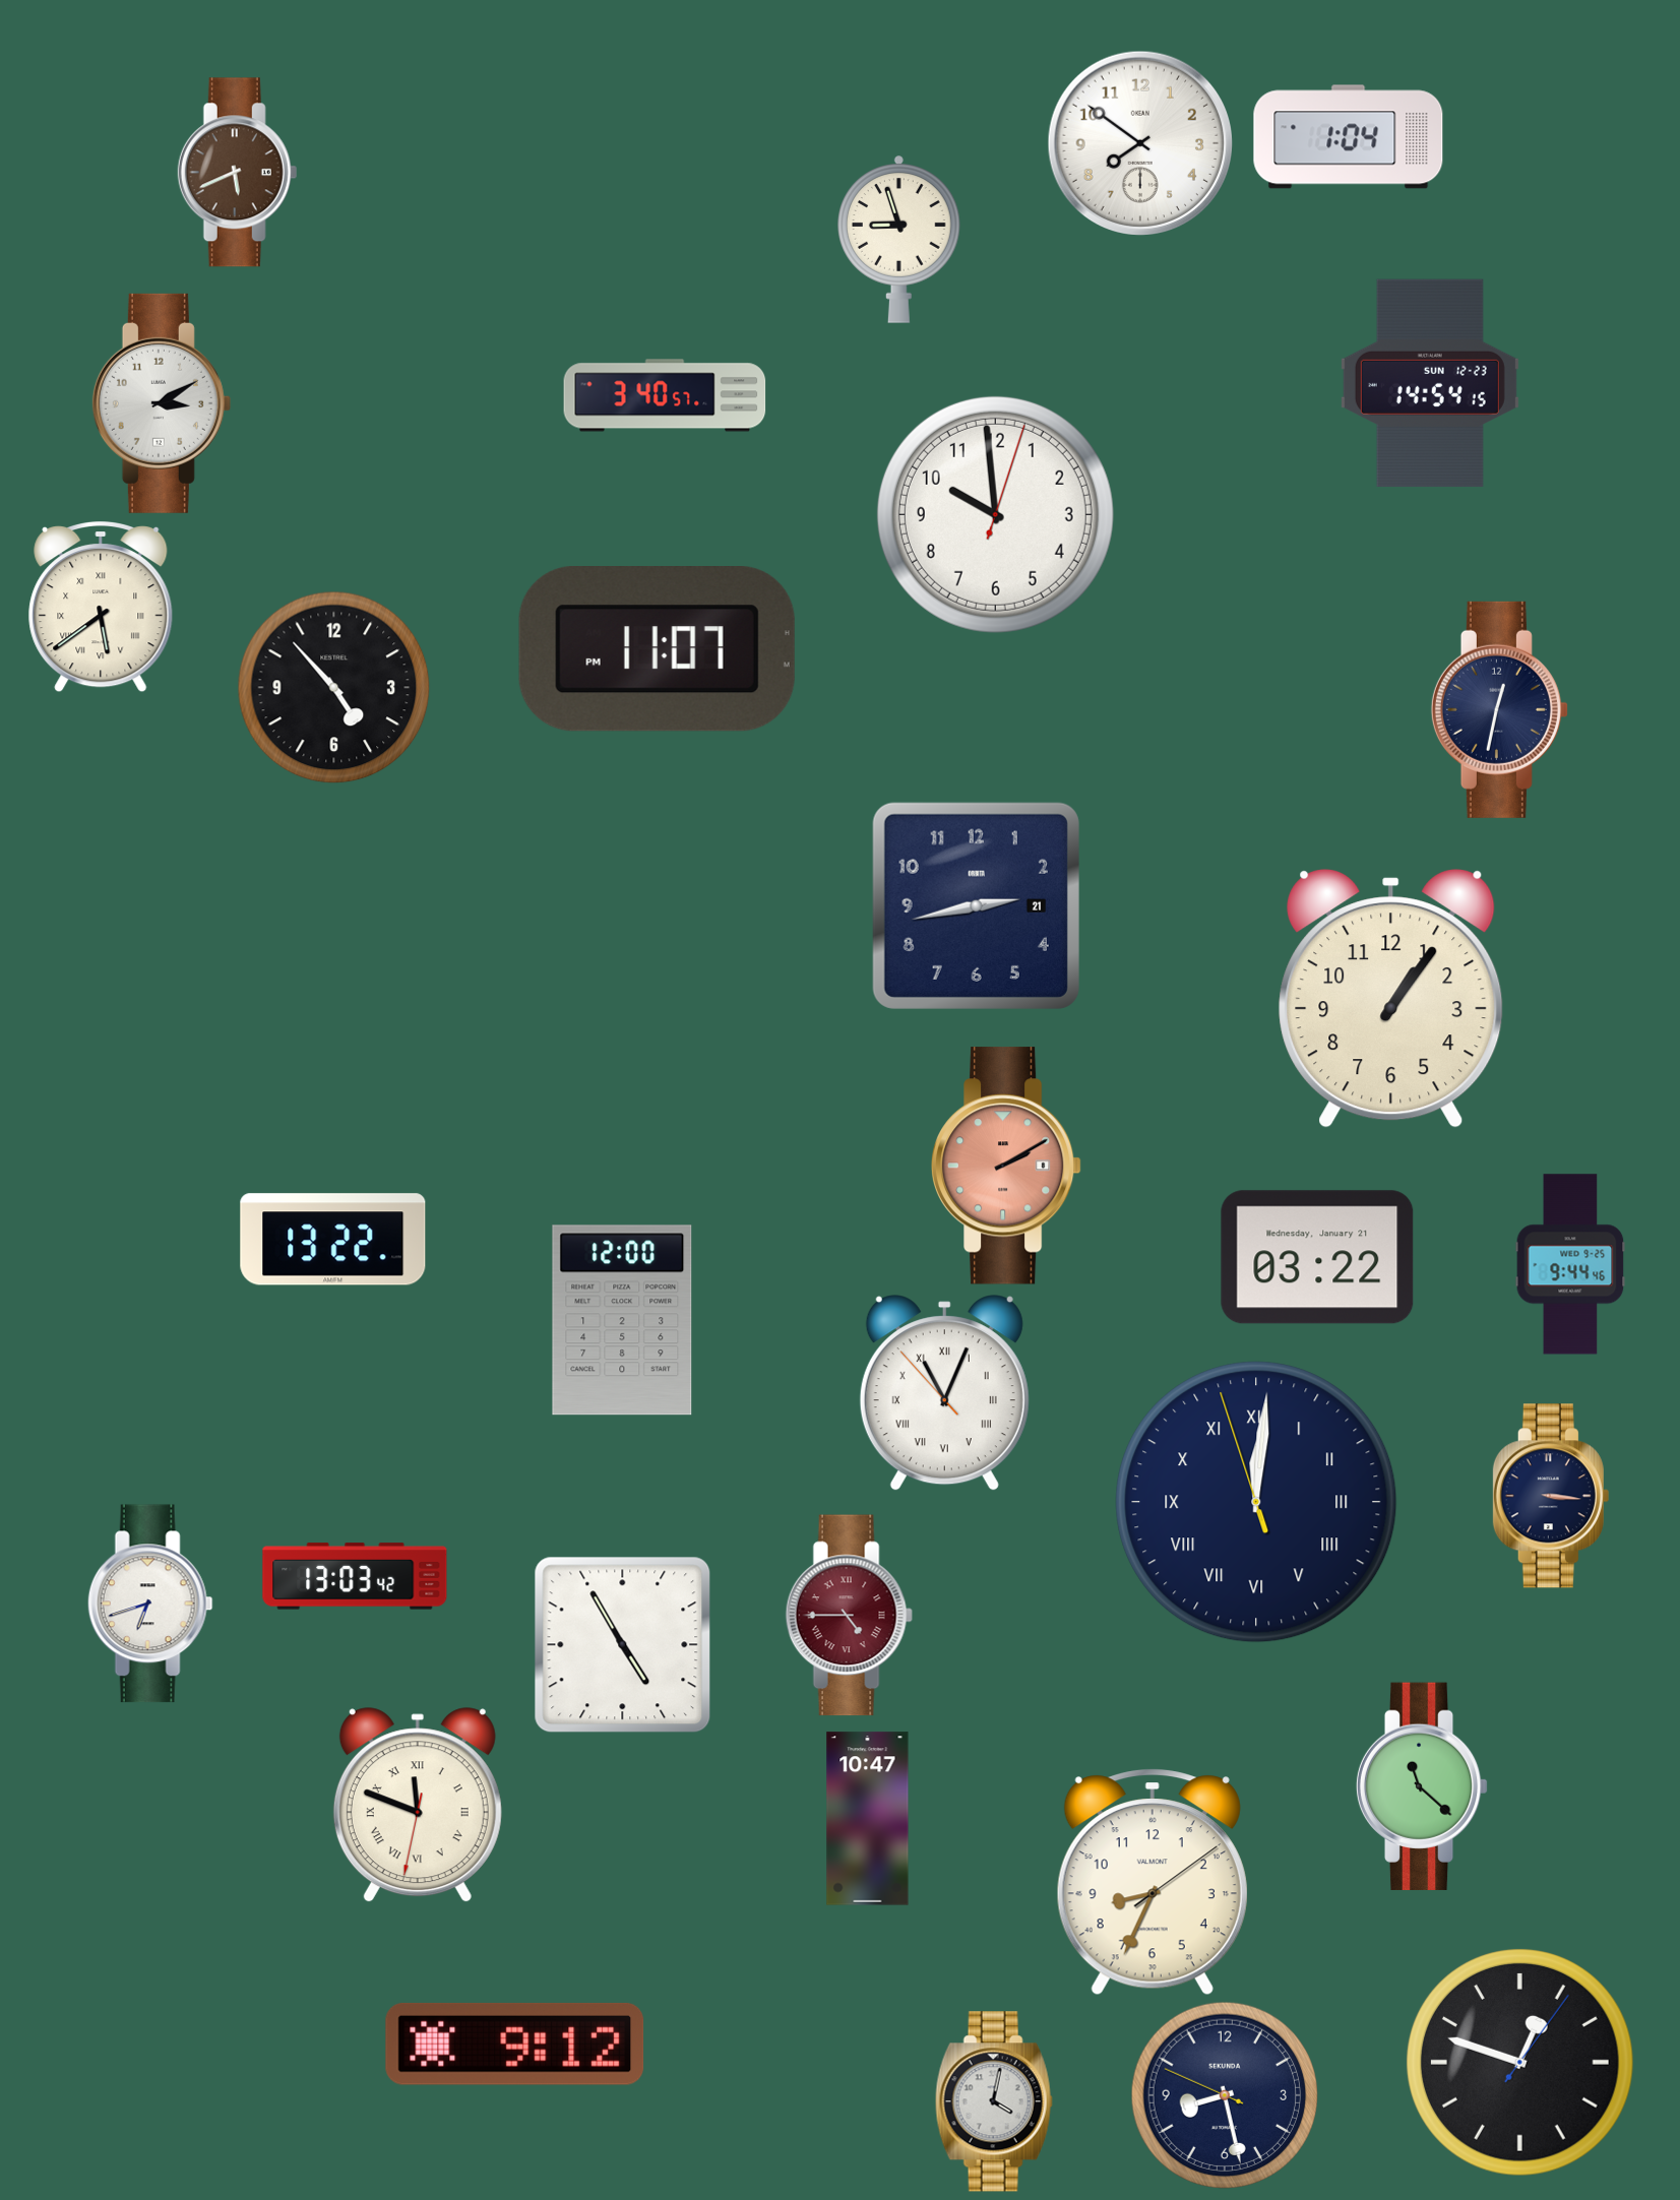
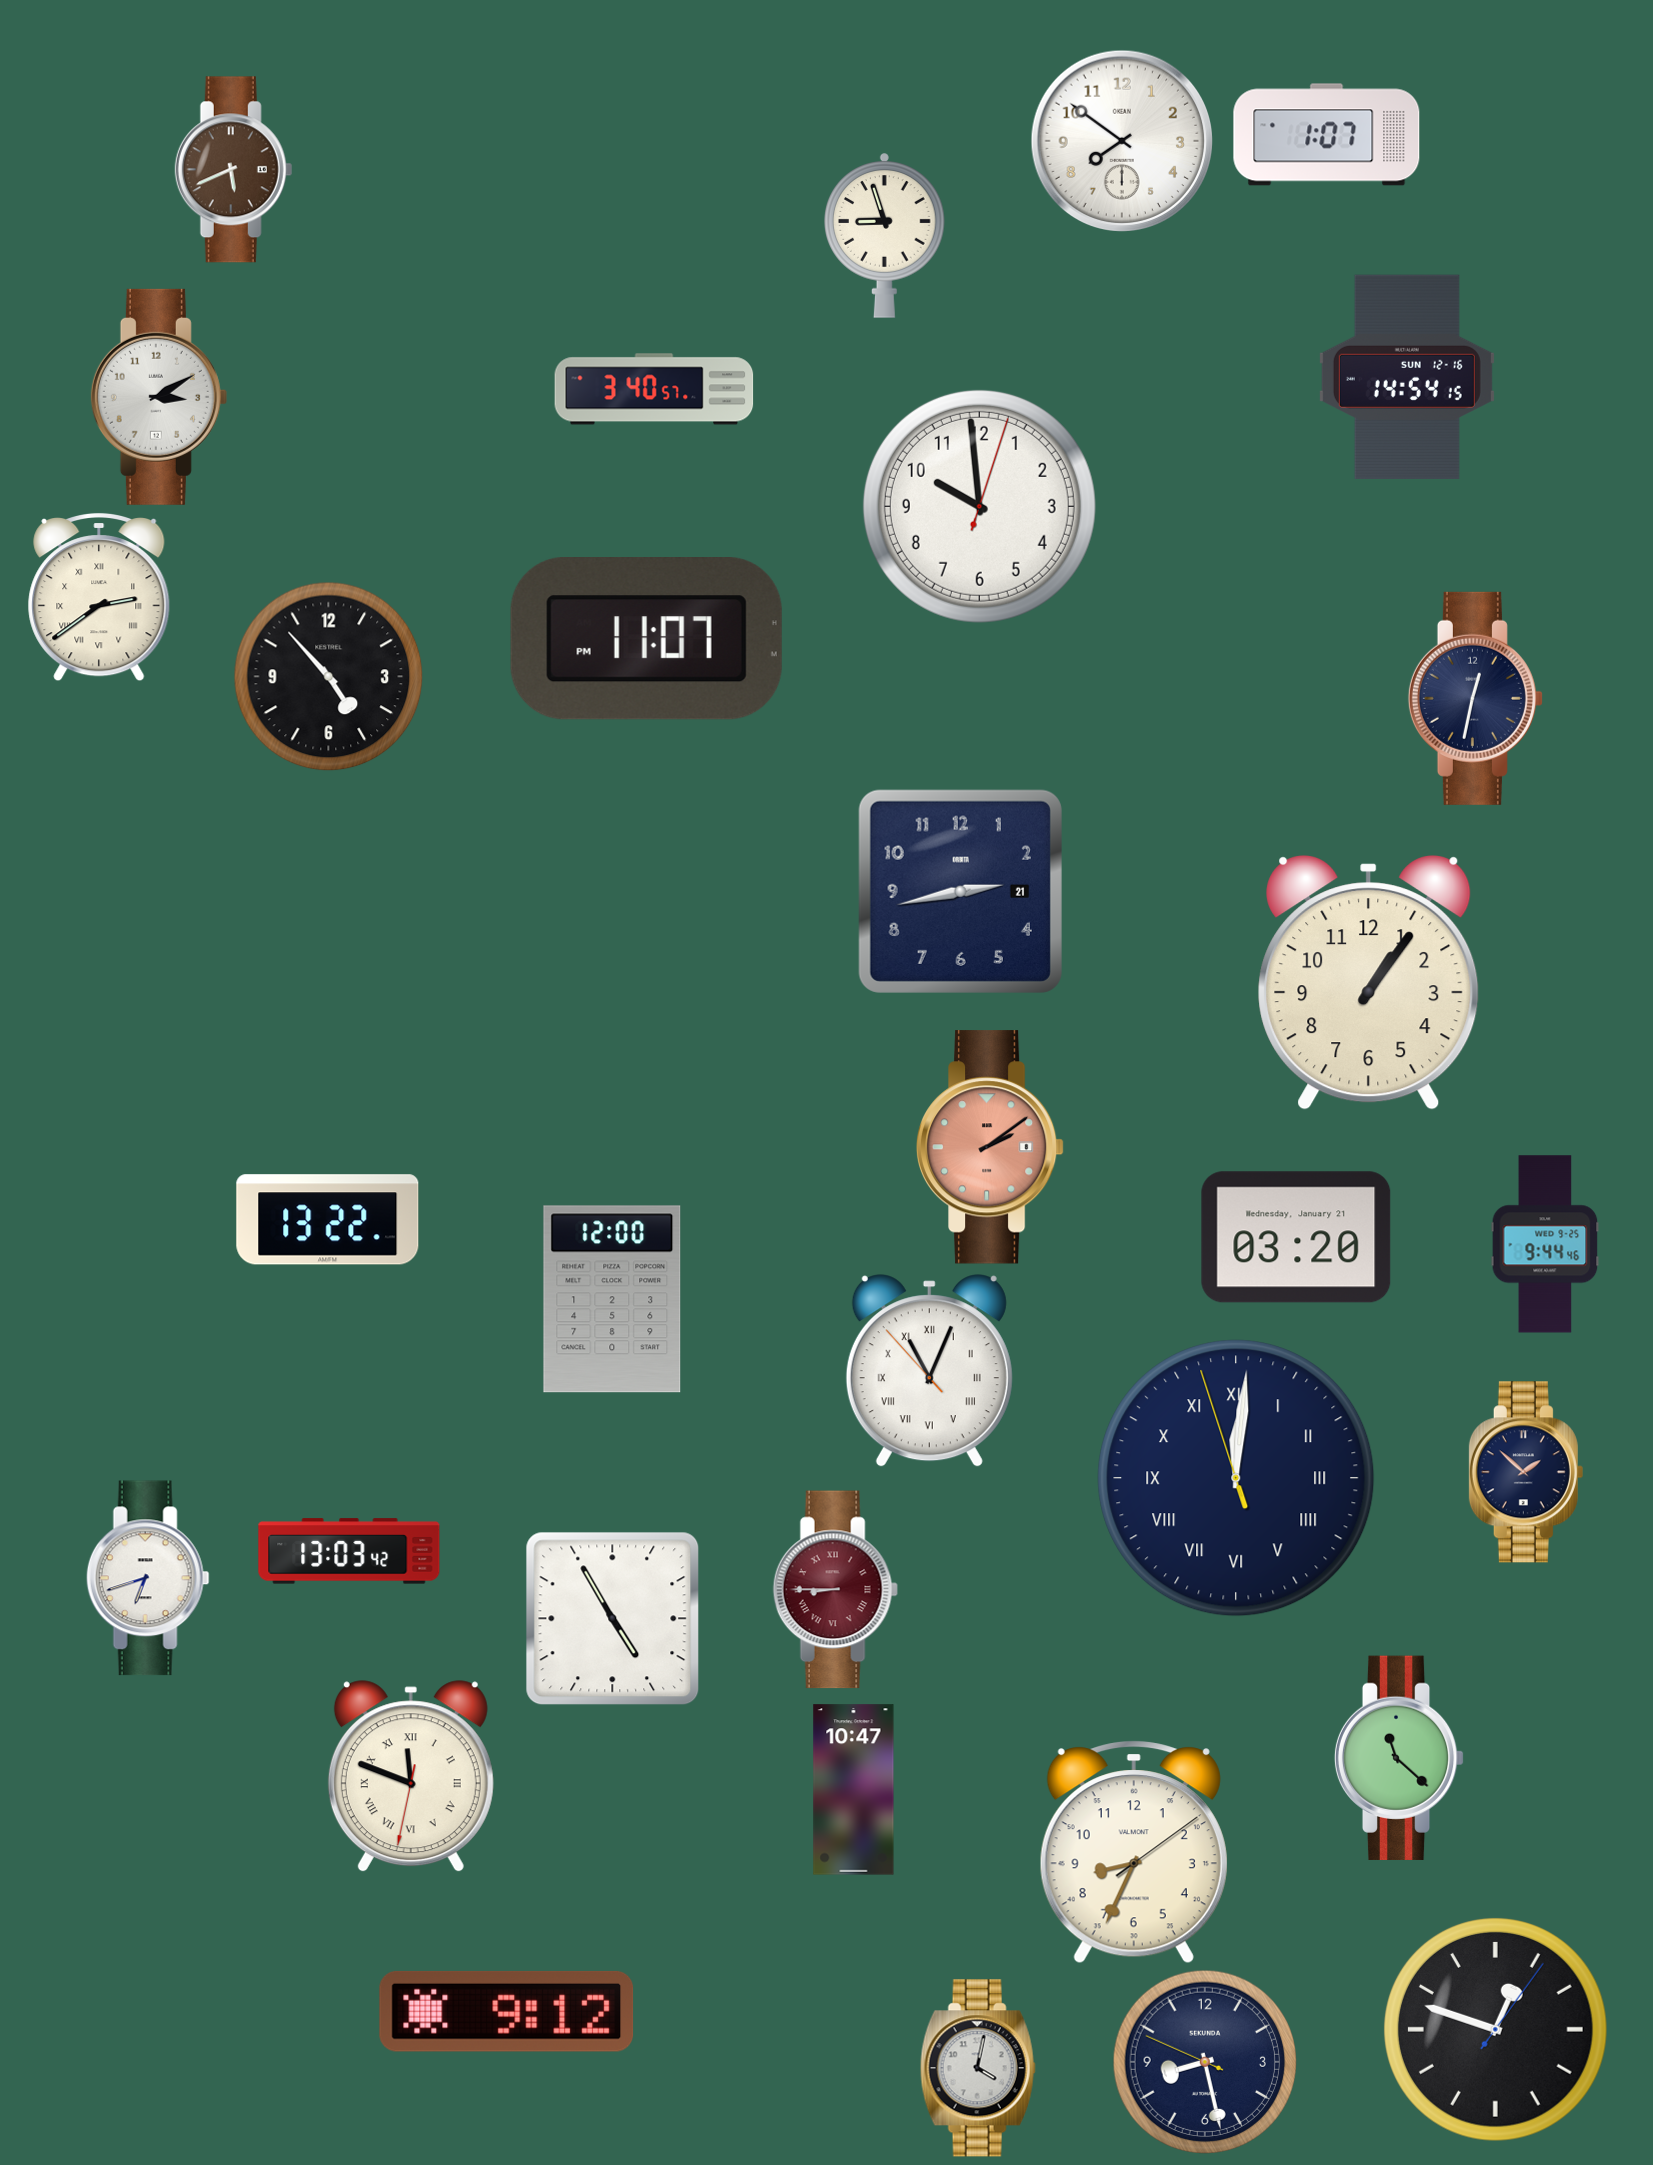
clock at (1349, 137): 1:04 -> 1:07
clock at (1430, 382) date: SUN 12-23 -> SUN 12-16
clock at (101, 607): 5:39 -> 2:39
clock at (1006, 1166): 2:10 -> 2:09
clock at (1317, 1257): 03:22 -> 03:20
clock at (1551, 1496): 3:16 -> 1:52
clock at (849, 1616): 4:45 -> 8:45
